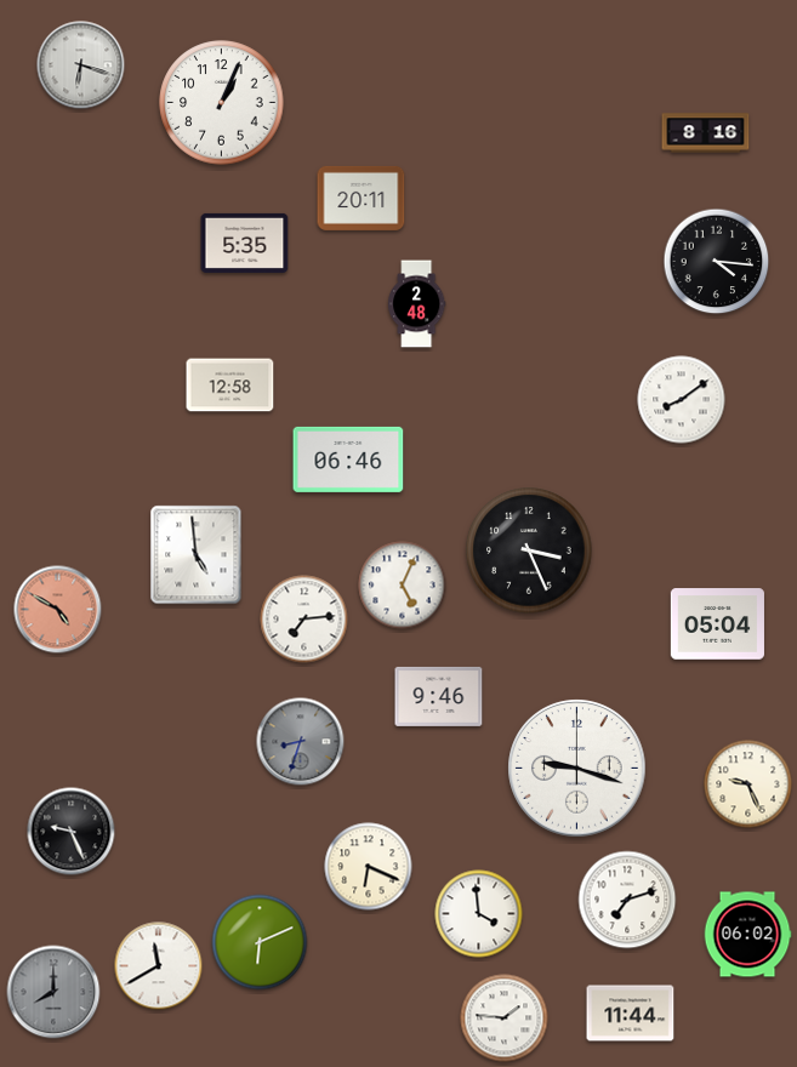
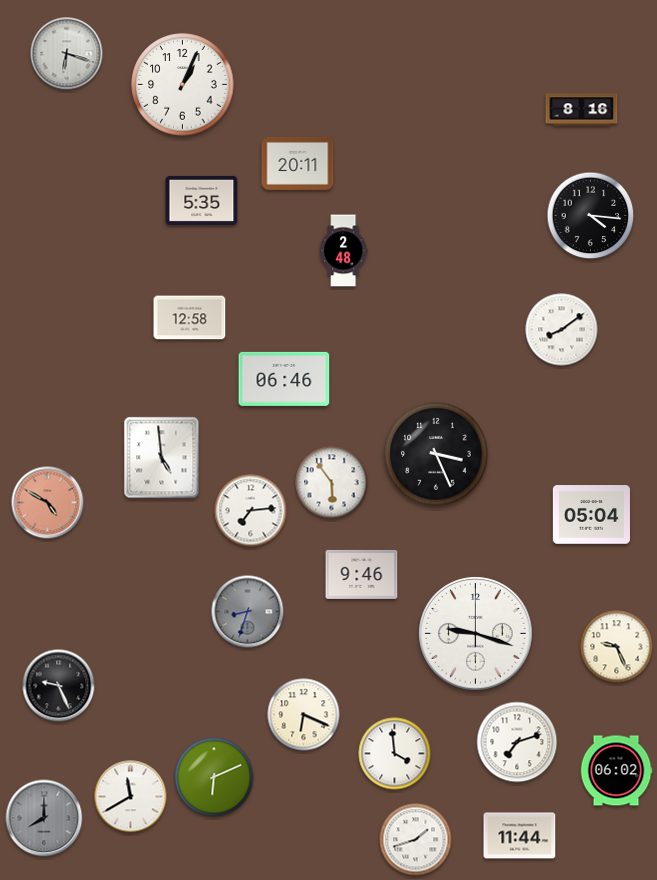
clock at (348, 460) position: (348, 460) -> (284, 379)
clock at (403, 586): 5:04 -> 5:54
clock at (505, 1018): 1:46 -> 1:42
